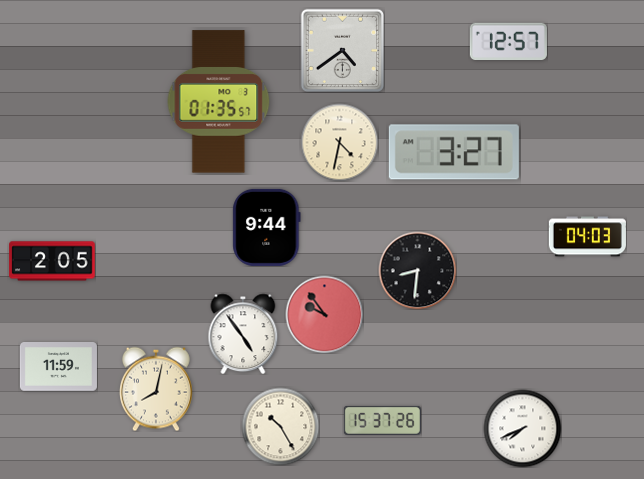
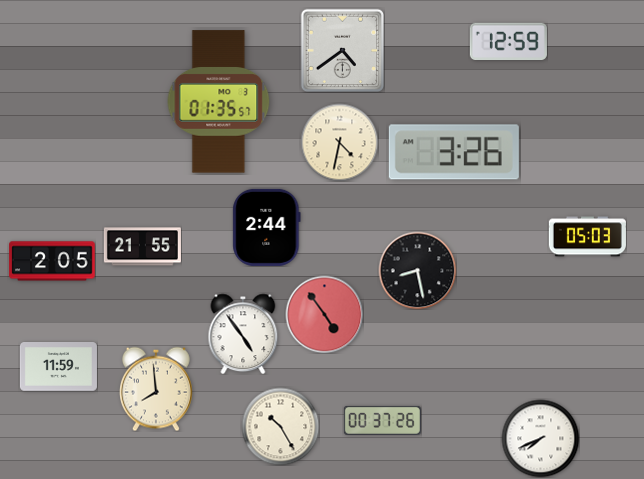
clock at (508, 41): 12:57 -> 12:59
clock at (454, 152): 3:27 -> 3:26
clock at (267, 227): 9:44 -> 2:44
clock at (587, 237): 04:03 -> 05:03
clock at (142, 247): none -> 21:55
clock at (417, 270): 8:31 -> 8:28
clock at (324, 314): 9:54 -> 4:54
clock at (157, 389): 8:02 -> 7:59
clock at (382, 420): 15:37 -> 00:37
clock at (522, 428) position: (522, 428) -> (540, 438)
